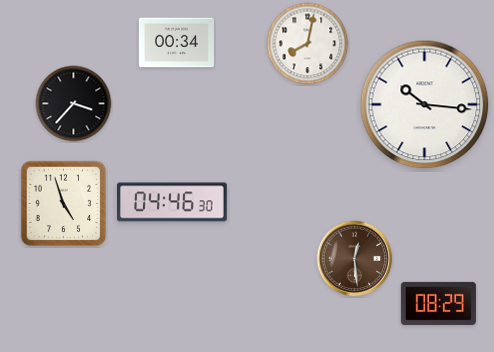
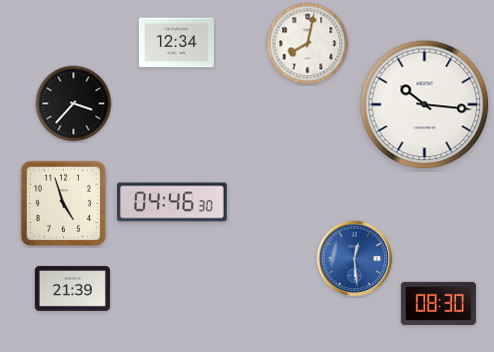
clock at (176, 43): 00:34 -> 12:34
clock at (355, 259) dial: brown -> blue
clock at (72, 289): none -> 21:39
clock at (438, 303): 08:29 -> 08:30
